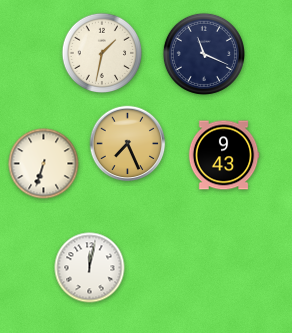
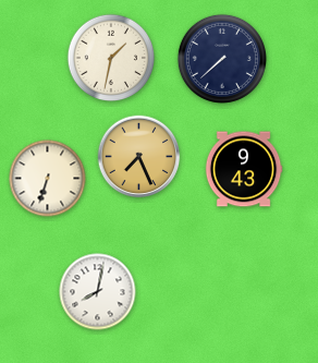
clock at (204, 54): 11:19 -> 7:38
clock at (90, 268): 12:02 -> 8:02
